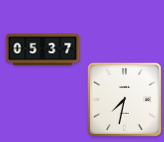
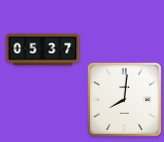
clock at (125, 100): 7:32 -> 8:01
